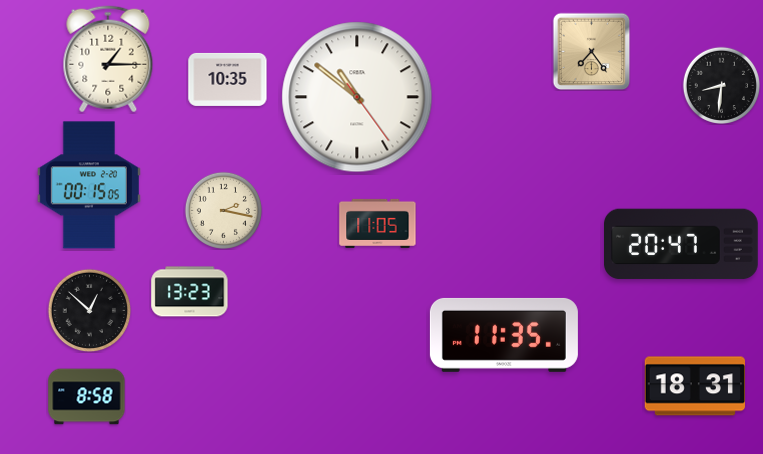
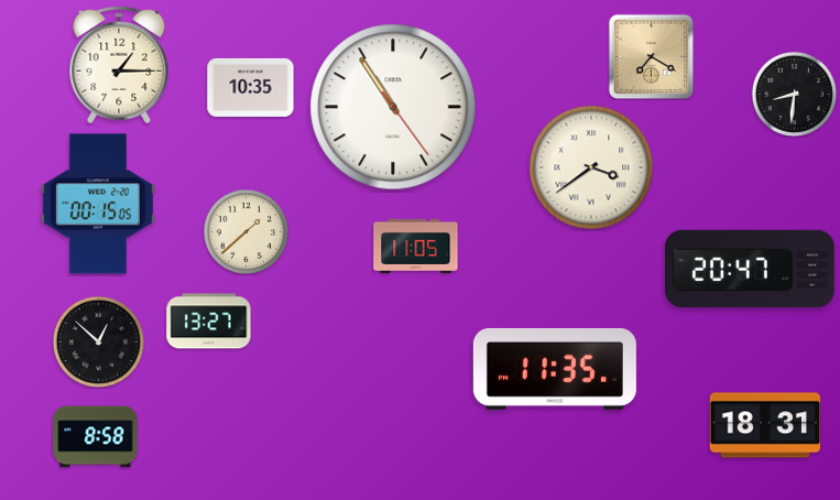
clock at (591, 51): 7:24 -> 7:20
clock at (357, 97): 10:51 -> 10:54
clock at (591, 167): none -> 3:39
clock at (223, 210): 2:17 -> 1:38
clock at (190, 292): 13:23 -> 13:27
